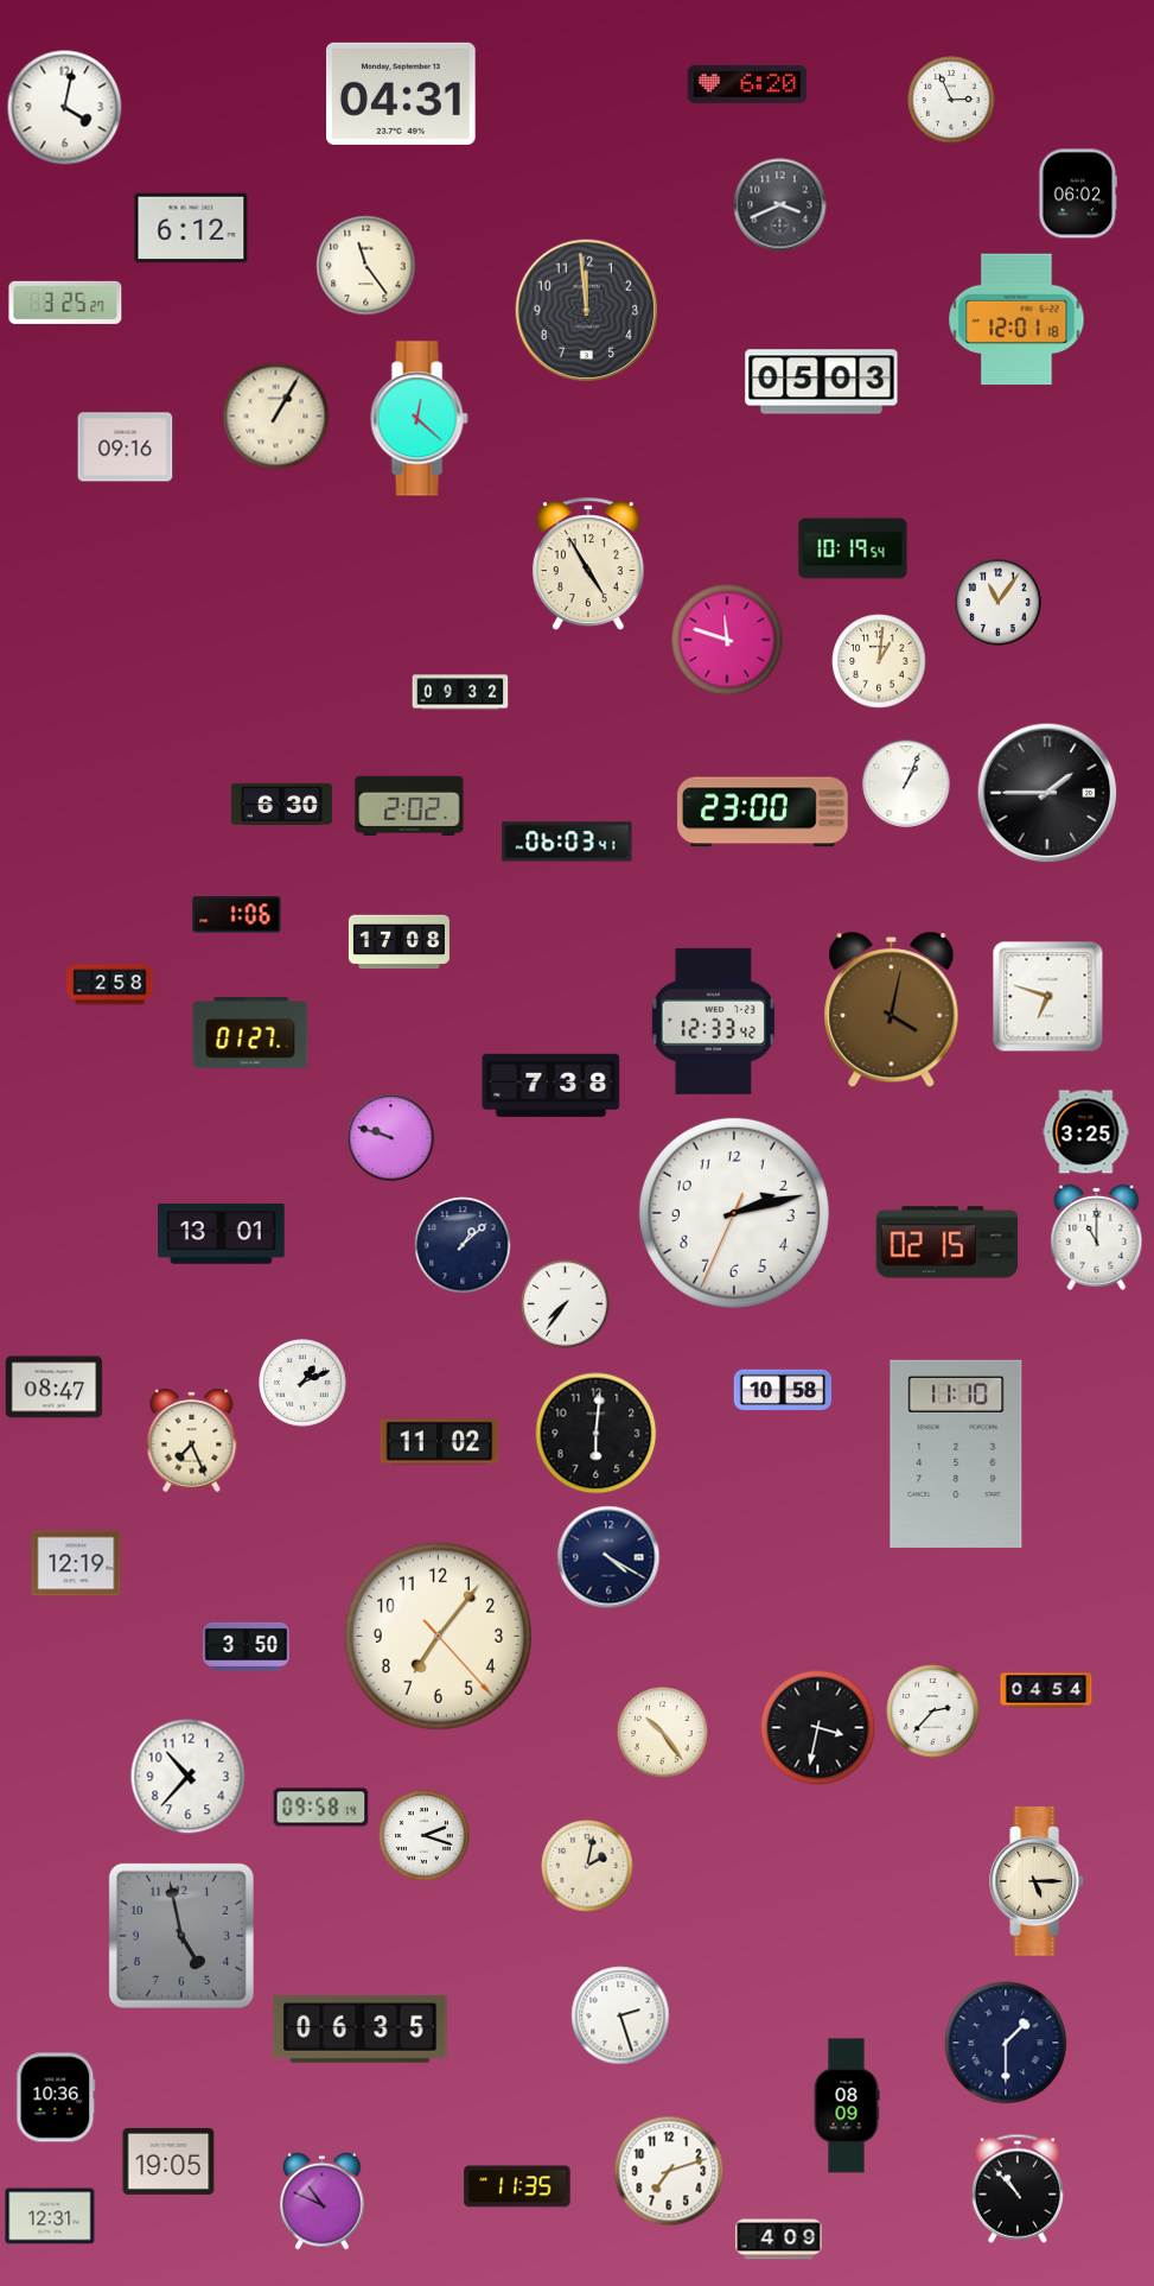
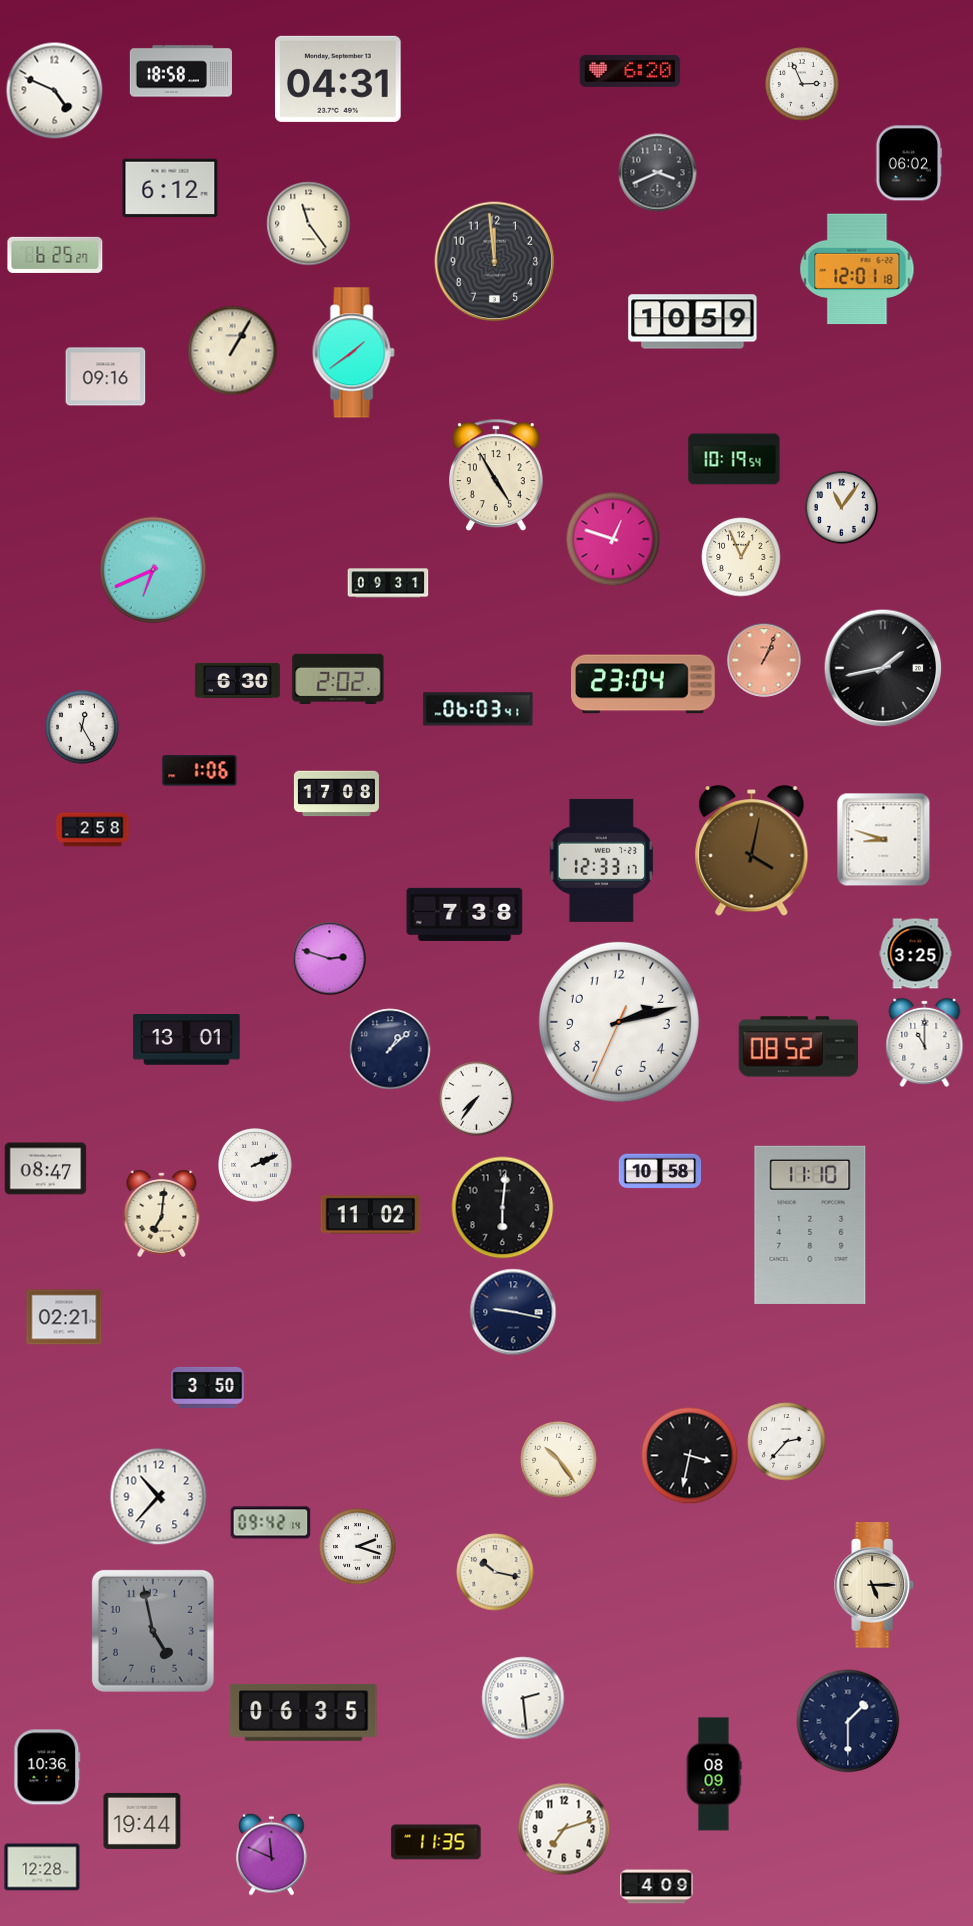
clock at (180, 71): none -> 18:58
clock at (65, 108): 4:02 -> 4:49
clock at (191, 228) position: (191, 228) -> (170, 188)
clock at (65, 303): 3:25 -> 6:25
clock at (822, 382): 05:03 -> 10:59
clock at (419, 419): 12:22 -> 1:39
clock at (853, 548) position: (853, 548) -> (734, 459)
clock at (727, 640): 11:48 -> 12:48
clock at (879, 661): 1:01 -> 12:56
clock at (153, 570): none -> 6:41
clock at (460, 692): 09:32 -> 09:31
clock at (906, 783) dial: white -> salmon
clock at (1047, 793): 1:45 -> 1:43
clock at (281, 804) position: (281, 804) -> (237, 680)
clock at (409, 805) position: (409, 805) -> (338, 678)
clock at (764, 812): 23:00 -> 23:04
clock at (82, 727): none -> 12:25
clock at (1048, 997): 6:48 -> 8:48
clock at (713, 1021): 12:33:42 -> 12:33:17
clock at (250, 1034): 01:27 -> none
clock at (391, 1138): 9:48 -> 2:48
clock at (948, 1243): 02:15 -> 08:52
clock at (302, 1383): 1:11 -> 2:11
clock at (192, 1440): 7:26 -> 7:01
clock at (956, 1454) position: (956, 1454) -> (810, 1225)
clock at (608, 1557): 4:20 -> 9:17
clock at (76, 1563): 12:19 -> 02:21
clock at (438, 1636): 7:06 -> none
clock at (1046, 1690): 04:54 -> none
clock at (321, 1808): 09:58 -> 09:42
clock at (587, 1866): 2:02 -> 10:17
clock at (620, 2015): 2:27 -> 2:29
clock at (361, 2028) position: (361, 2028) -> (304, 1712)
clock at (168, 2161): 19:05 -> 19:44
clock at (1018, 2189): 10:53 -> none
clock at (323, 2201): 10:49 -> 11:49
clock at (50, 2216): 12:31 -> 12:28
